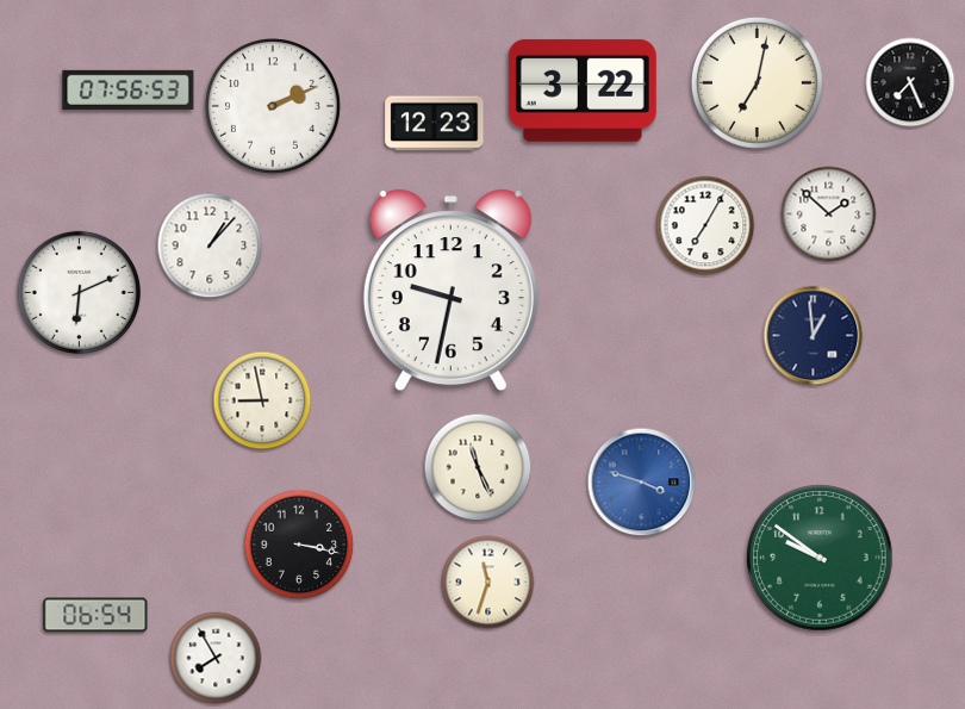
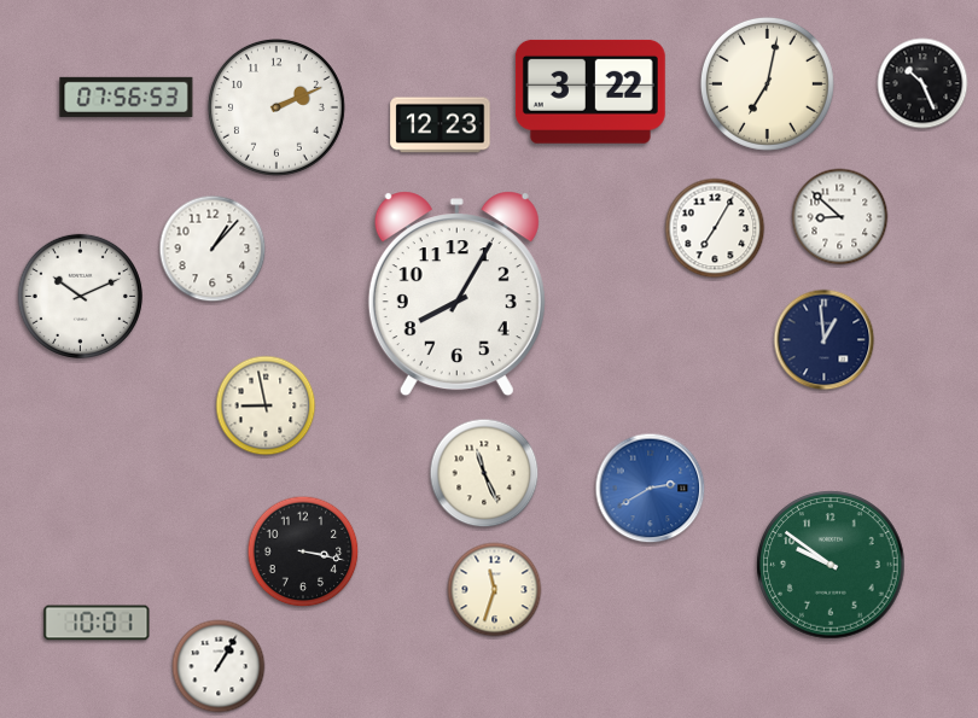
clock at (910, 82): 7:26 -> 10:26
clock at (129, 89) position: (129, 89) -> (127, 97)
clock at (829, 214): 1:52 -> 8:52
clock at (450, 291): 9:32 -> 8:05
clock at (79, 292): 6:11 -> 10:11
clock at (642, 483): 3:48 -> 2:40
clock at (95, 615): 06:54 -> 10:01
clock at (216, 658): 7:55 -> 1:05
